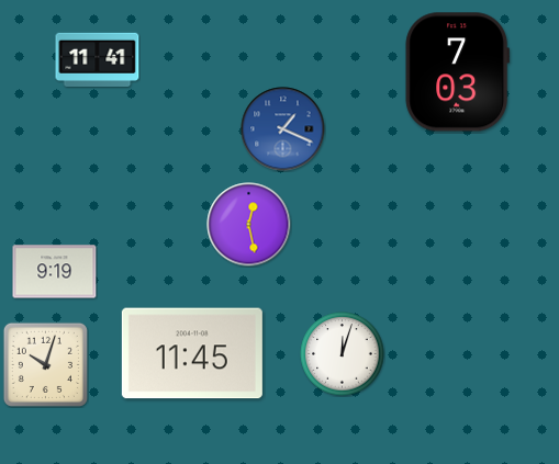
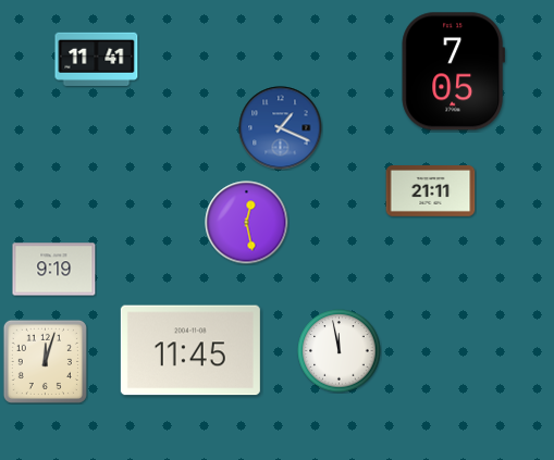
clock at (457, 72): 7:03 -> 7:05
clock at (431, 191): none -> 21:11
clock at (343, 354): 12:03 -> 11:58
clock at (45, 364): 10:03 -> 12:03
